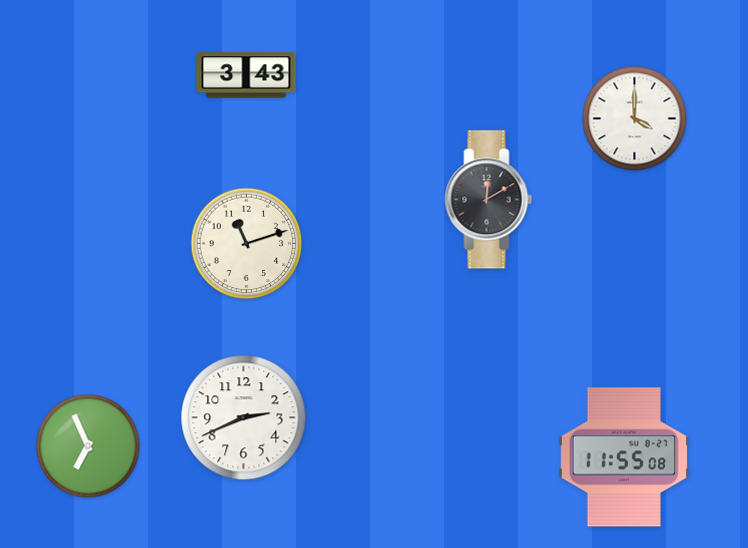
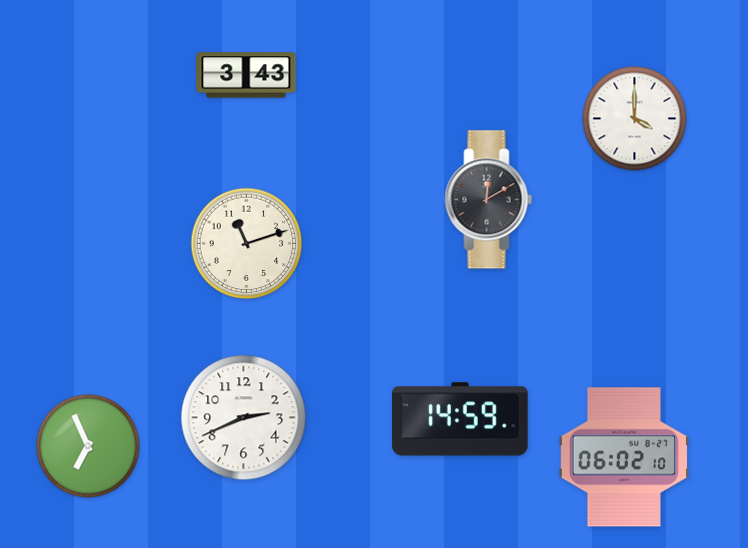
clock at (460, 419): none -> 14:59
clock at (624, 457): 11:55 -> 06:02
